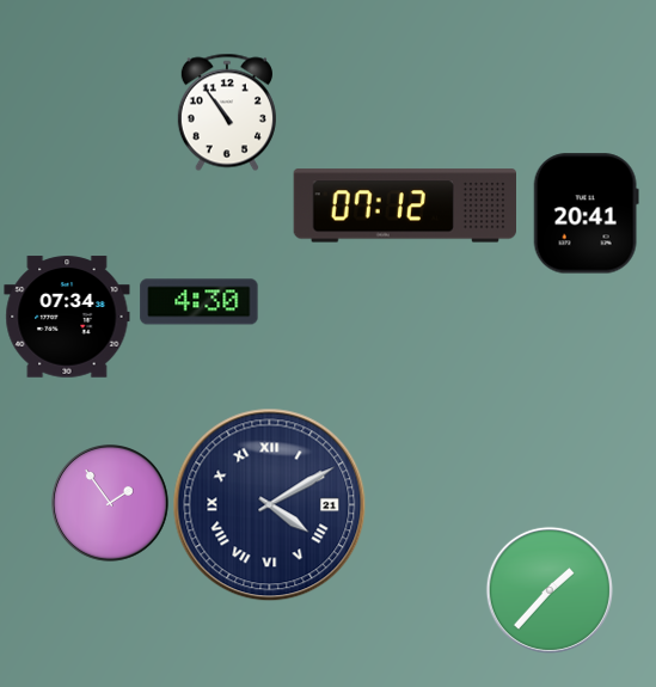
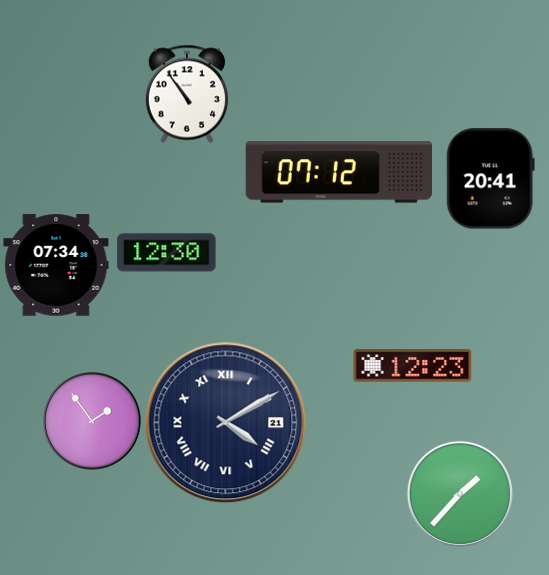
clock at (227, 112) position: (227, 112) -> (187, 94)
clock at (200, 302): 4:30 -> 12:30
clock at (413, 366): none -> 12:23
